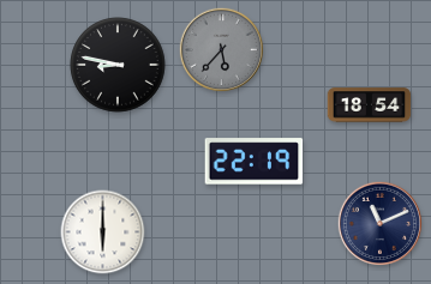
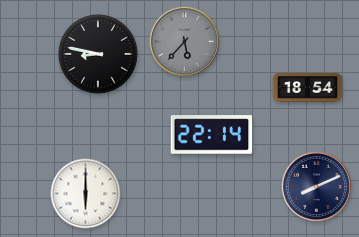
clock at (255, 162): 22:19 -> 22:14
clock at (379, 223): 11:11 -> 8:11
